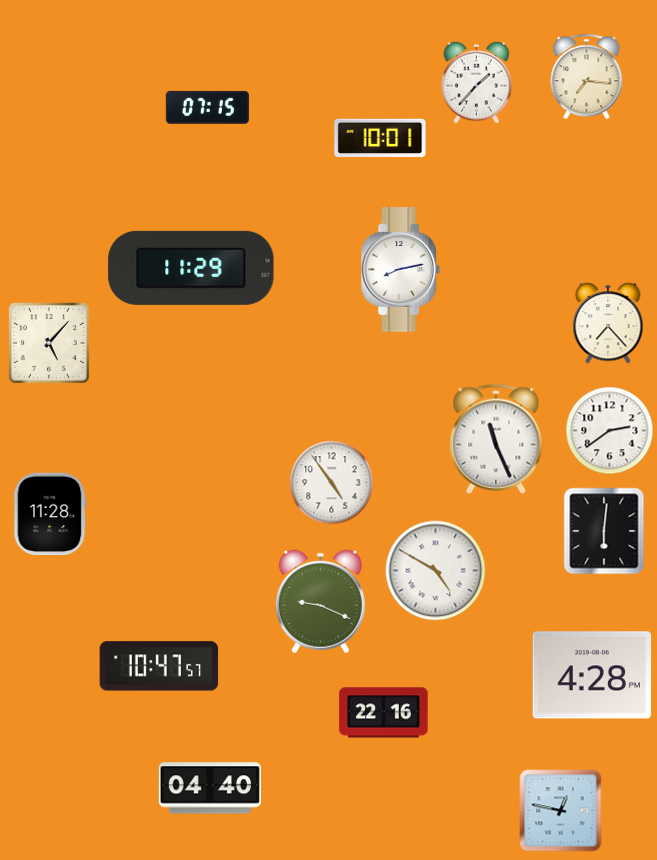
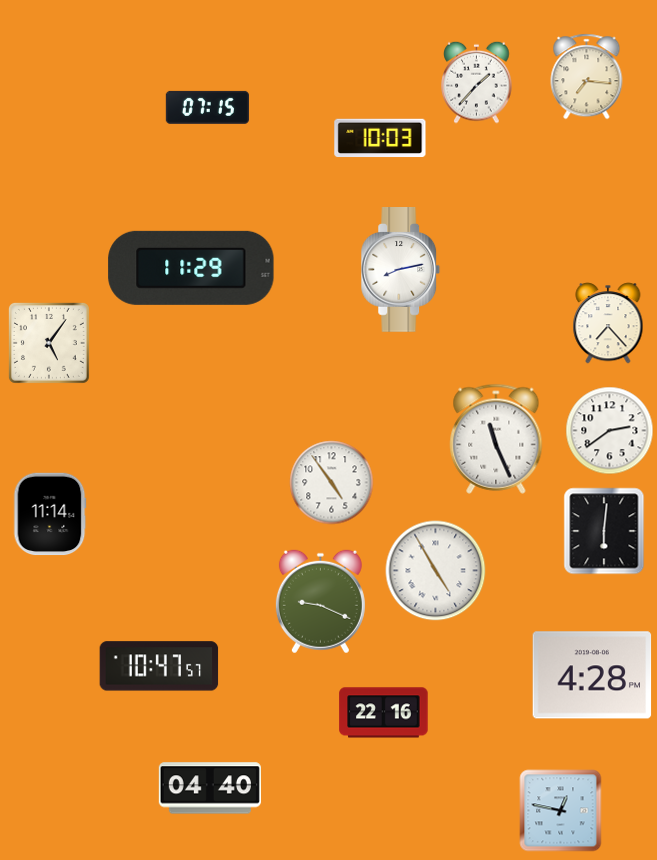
clock at (380, 138): 10:01 -> 10:03
clock at (49, 343): 5:07 -> 5:06
clock at (50, 514): 11:28 -> 11:14
clock at (436, 571): 4:50 -> 4:55
